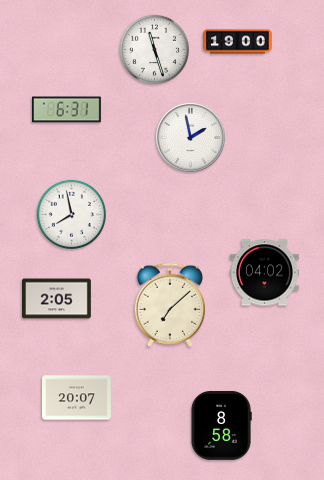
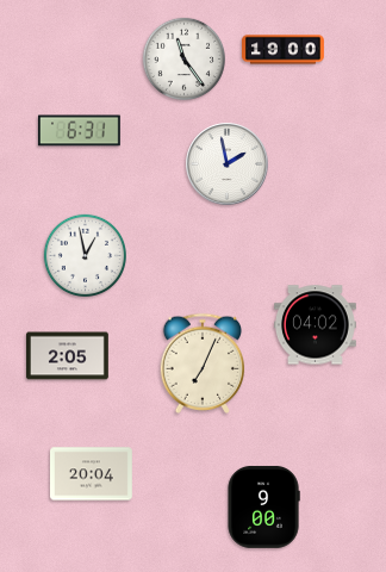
clock at (154, 49): 11:27 -> 11:24
clock at (71, 214): 7:58 -> 12:58
clock at (170, 305): 7:08 -> 7:04
clock at (77, 398): 20:07 -> 20:04
clock at (221, 426): 8:58 -> 9:00
